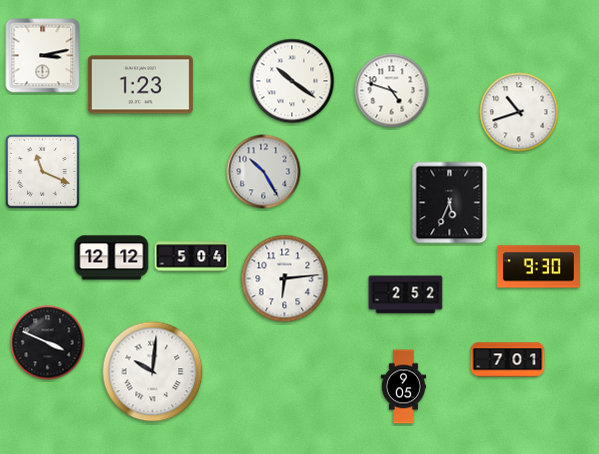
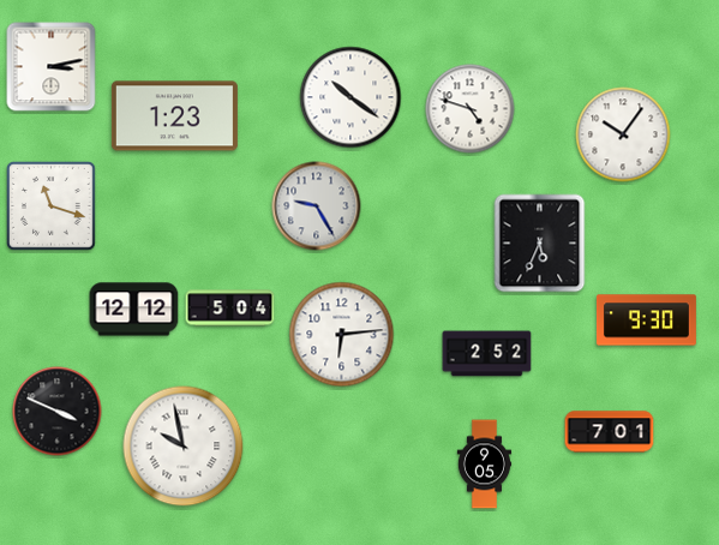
clock at (140, 85) position: (140, 85) -> (174, 116)
clock at (519, 112): 10:42 -> 10:06
clock at (43, 172): 11:19 -> 11:18
clock at (264, 172): 10:25 -> 9:25
clock at (153, 372): 10:01 -> 9:58
